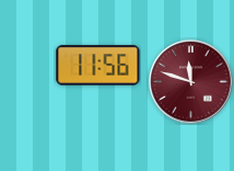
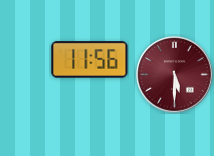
clock at (191, 82): 11:48 -> 5:30
